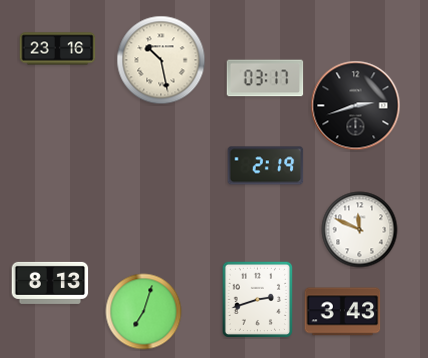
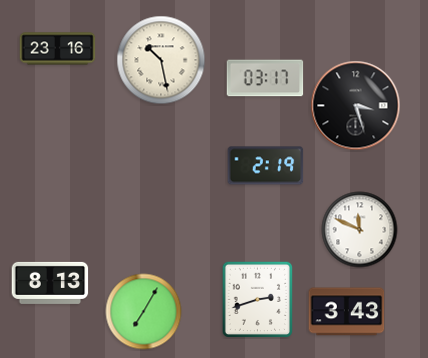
clock at (356, 106): 2:42 -> 3:27
clock at (144, 312): 7:03 -> 7:05
clock at (343, 312) position: (343, 312) -> (347, 312)
